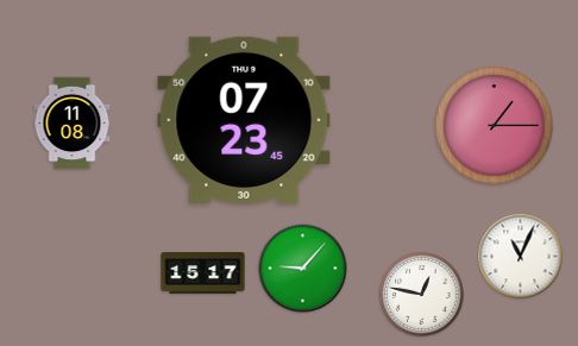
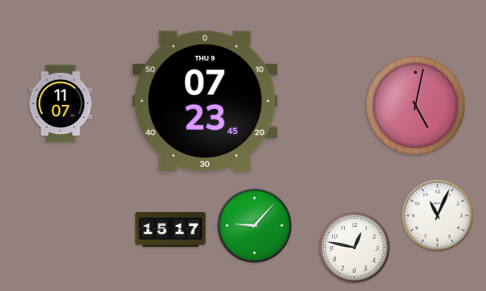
clock at (73, 124): 11:08 -> 11:07
clock at (495, 126): 1:15 -> 5:02
